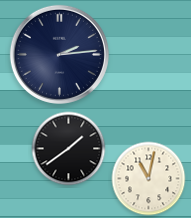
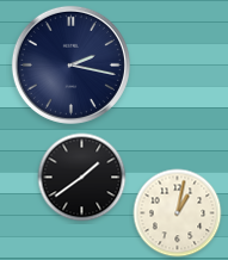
clock at (59, 54): 2:14 -> 2:17
clock at (149, 179): 11:02 -> 1:02
